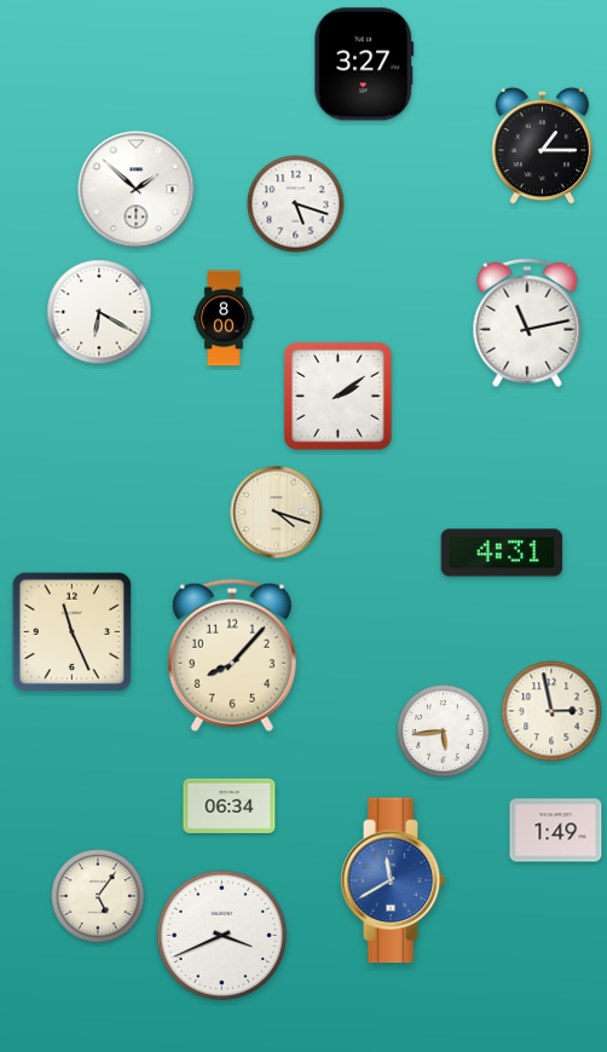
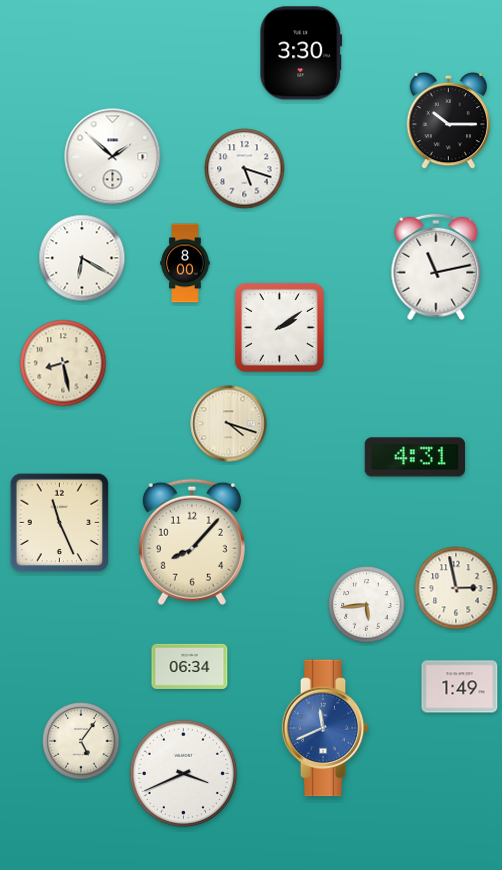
clock at (364, 64): 3:27 -> 3:30
clock at (543, 146): 1:15 -> 10:15
clock at (63, 363): none -> 8:28
clock at (393, 880): 11:40 -> 11:41
